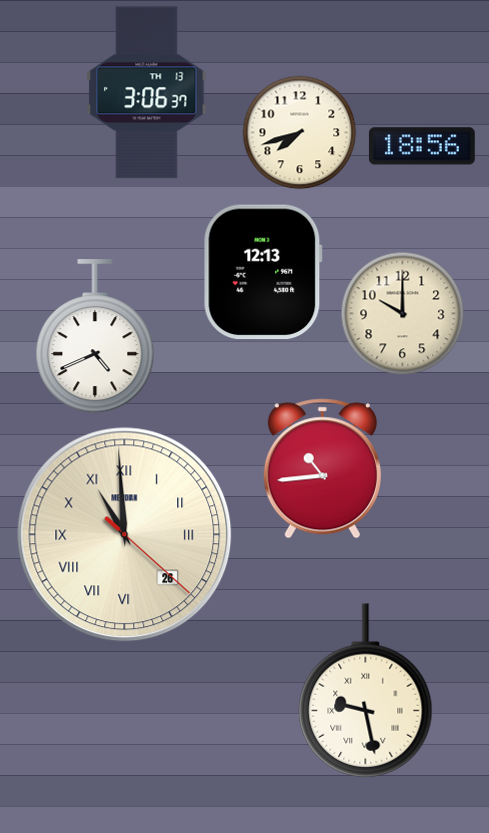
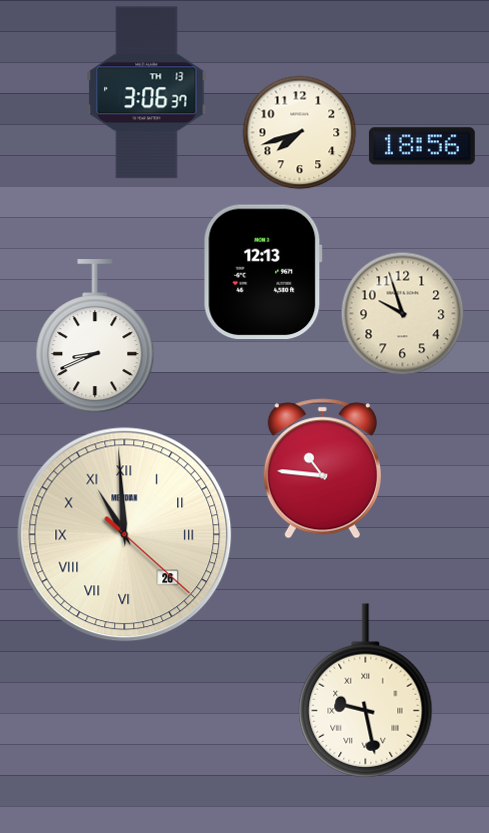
clock at (403, 314): 10:00 -> 9:57
clock at (95, 337): 4:41 -> 8:41
clock at (322, 469): 10:44 -> 10:46
